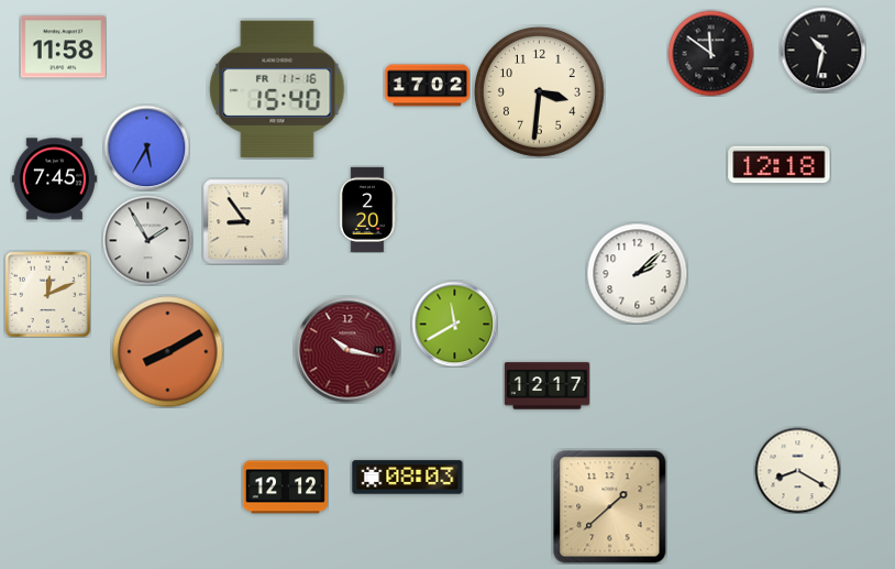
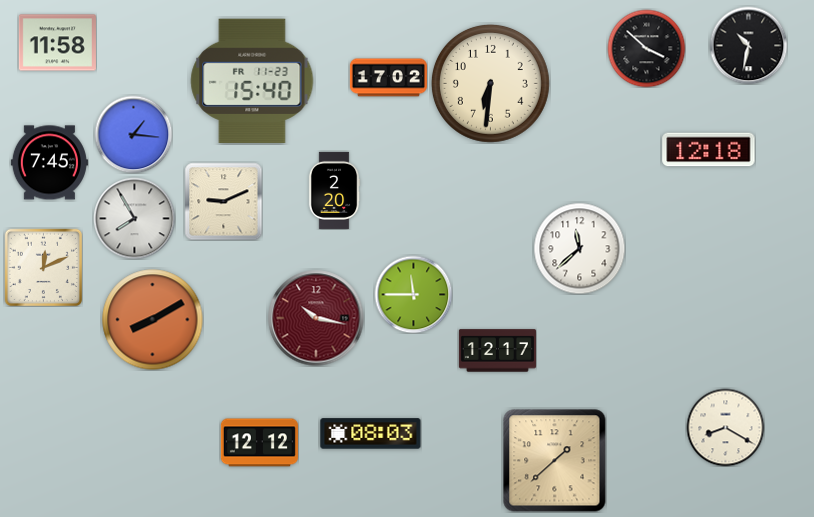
clock at (710, 53): 11:51 -> 3:52
clock at (277, 89) date: FR 11-16 -> FR 11-23
clock at (539, 91): 3:31 -> 6:31
clock at (146, 147): 5:35 -> 1:16
clock at (245, 221): 8:54 -> 9:11
clock at (147, 240): 1:55 -> 7:55
clock at (637, 273): 2:08 -> 11:38
clock at (454, 324): 11:40 -> 11:45
